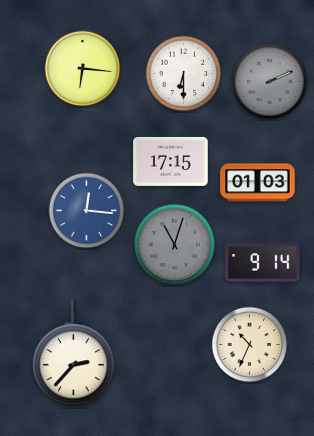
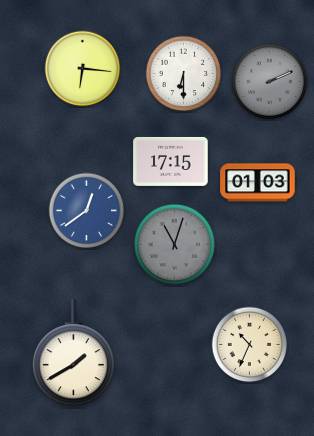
clock at (87, 211): 12:16 -> 12:39
clock at (263, 263): 9:14 -> none
clock at (73, 353): 2:37 -> 1:40
